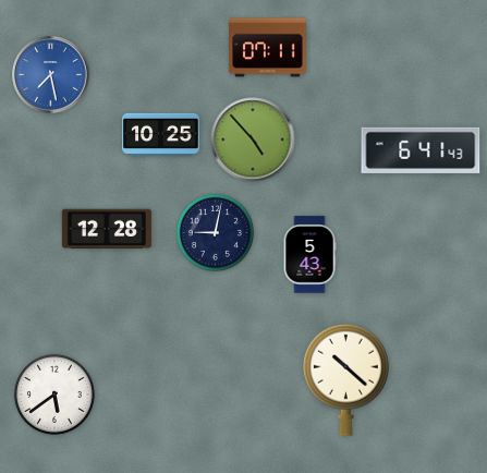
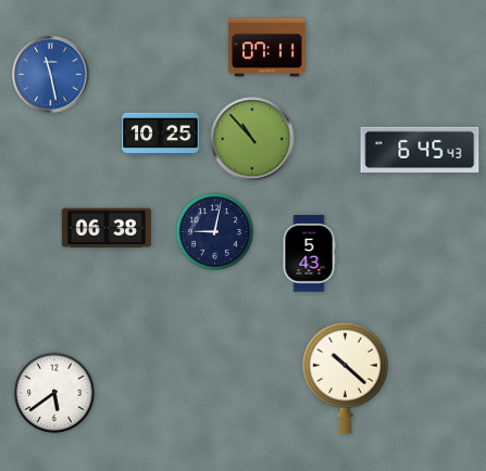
clock at (51, 75): 7:28 -> 11:28
clock at (253, 140): 4:53 -> 10:53
clock at (421, 150): 6:41 -> 6:45
clock at (107, 229): 12:28 -> 06:38
